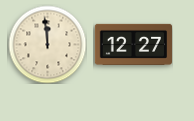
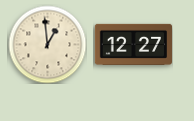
clock at (47, 44): 11:59 -> 12:59
